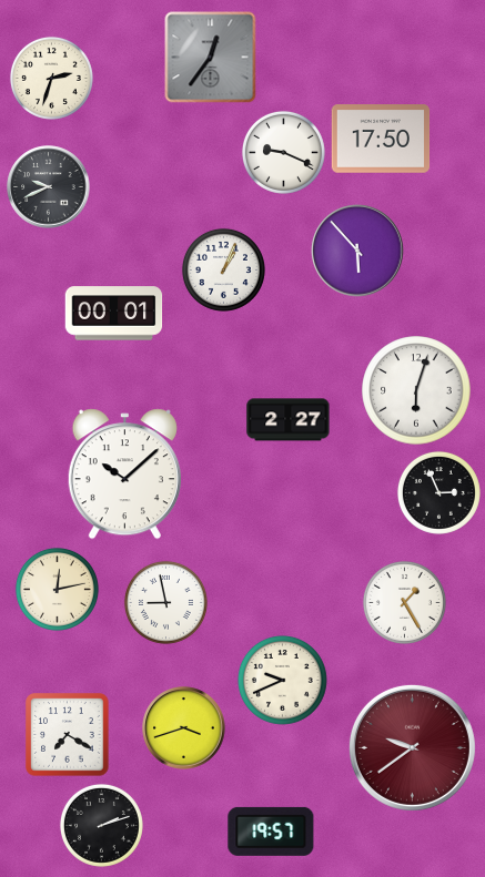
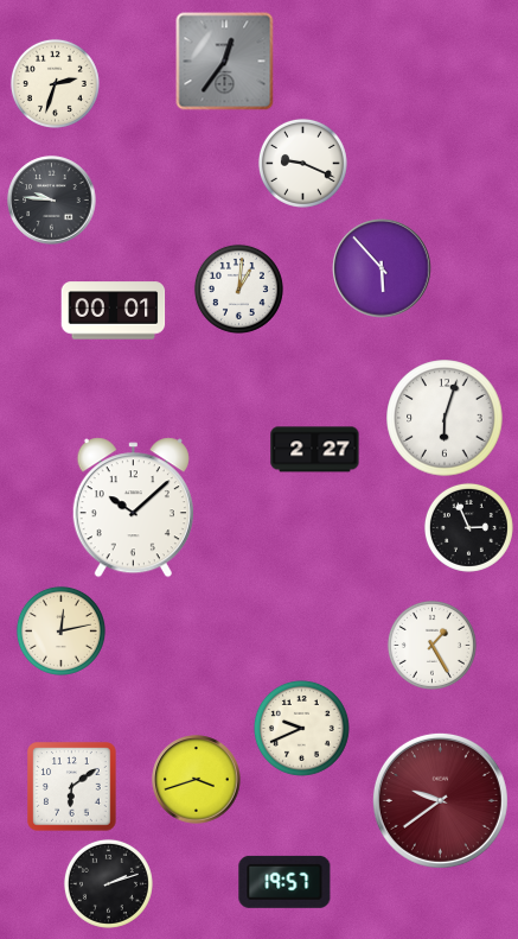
clock at (381, 139): 17:50 -> none
clock at (49, 187): 9:41 -> 9:46
clock at (223, 269): 1:04 -> 1:01
clock at (114, 314) position: (114, 314) -> (114, 311)
clock at (289, 420) position: (289, 420) -> (315, 450)
clock at (165, 602): 8:58 -> none
clock at (68, 735): 7:20 -> 6:09
clock at (271, 832) position: (271, 832) -> (284, 882)
